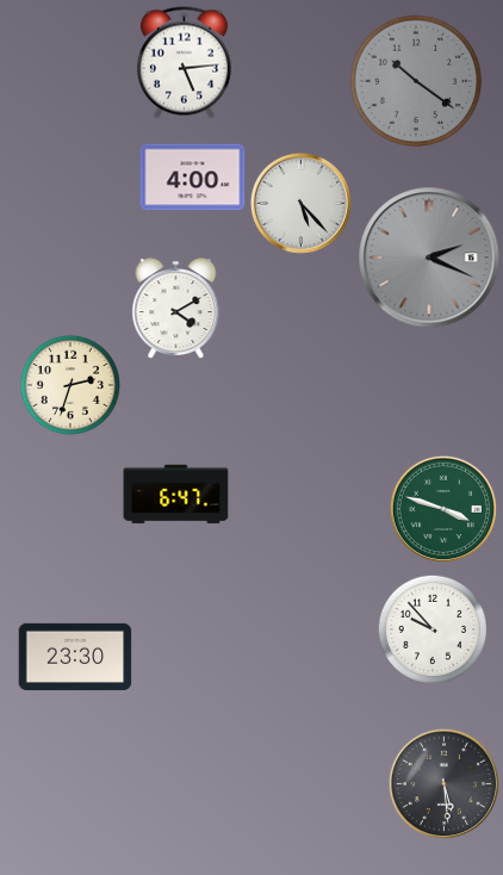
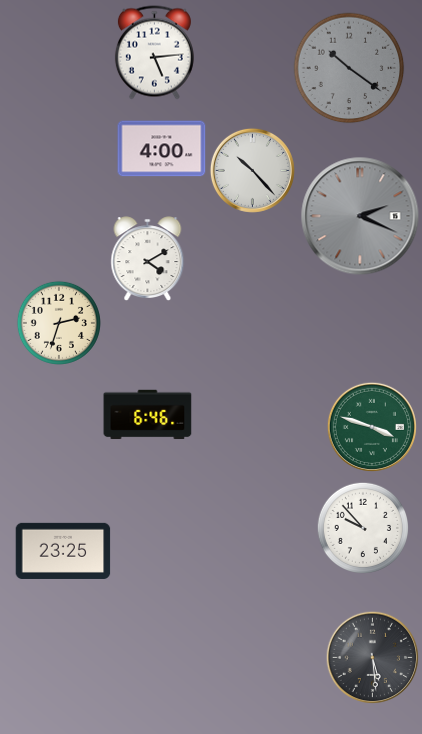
clock at (300, 203): 5:23 -> 10:23
clock at (176, 495): 6:47 -> 6:46
clock at (75, 657): 23:30 -> 23:25
